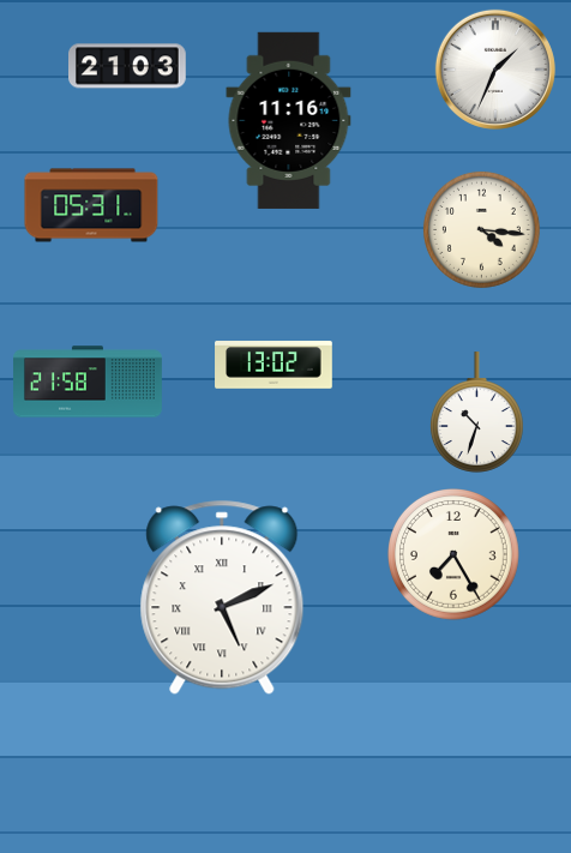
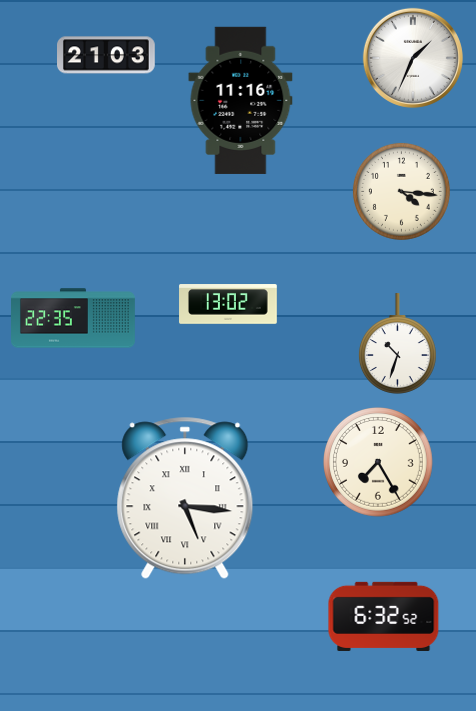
clock at (91, 205): 05:31 -> none
clock at (89, 382): 21:58 -> 22:35
clock at (222, 597): 5:11 -> 5:16
clock at (384, 616): none -> 6:32
